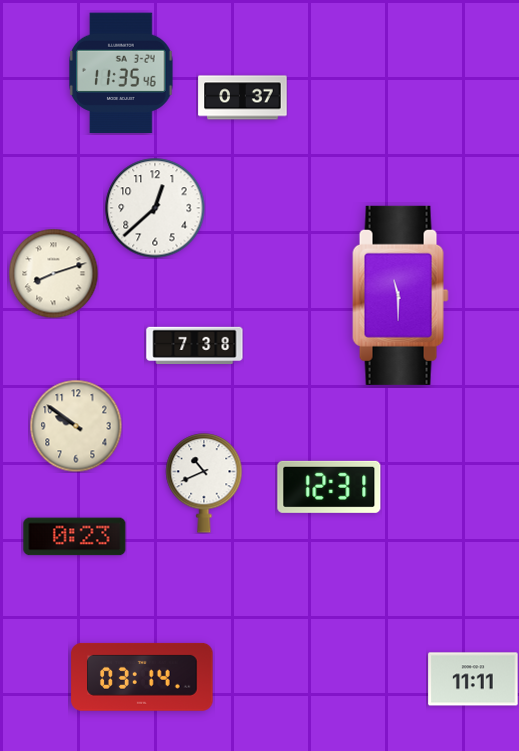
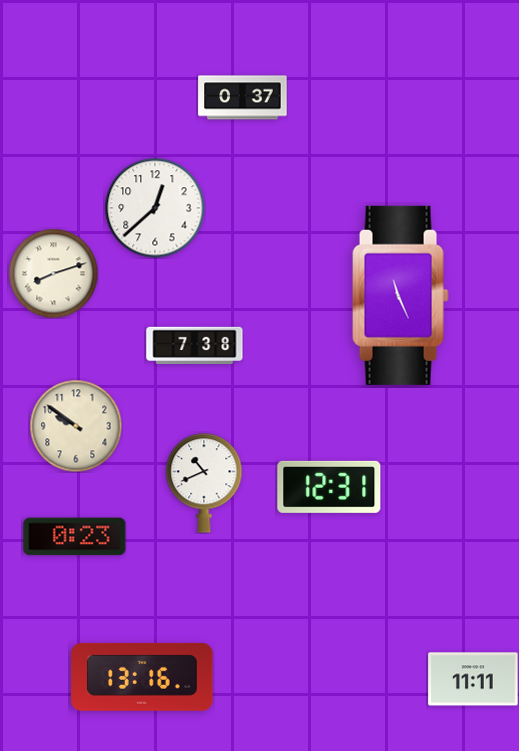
clock at (121, 73): 11:35 -> none
clock at (401, 295): 11:30 -> 11:26
clock at (142, 677): 03:14 -> 13:16
